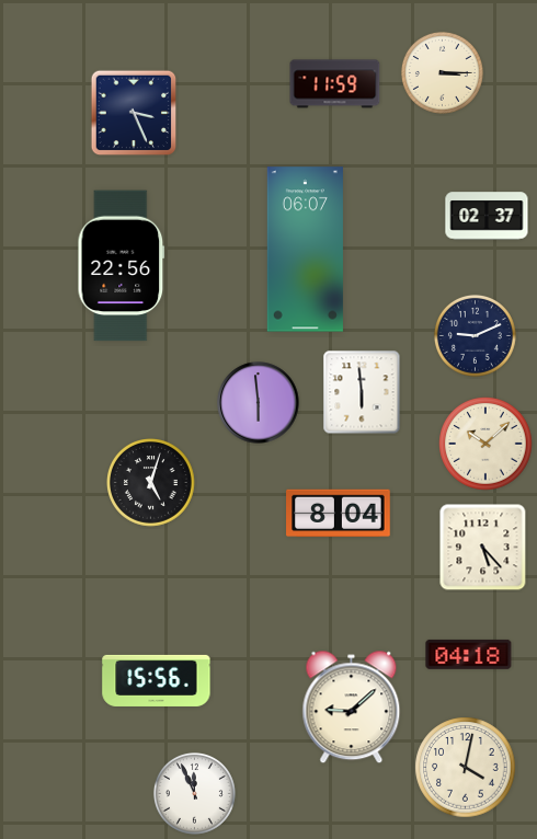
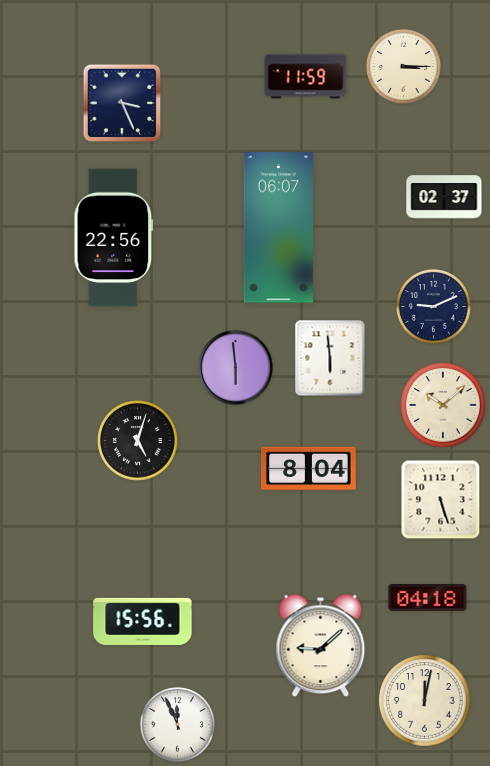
clock at (122, 266) position: (122, 266) -> (114, 238)
clock at (483, 548): 5:23 -> 5:27
clock at (466, 768): 4:02 -> 12:02
